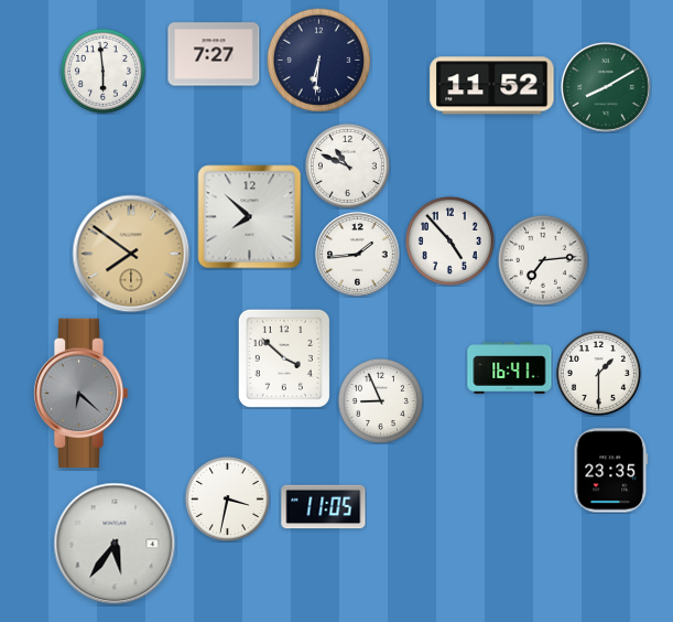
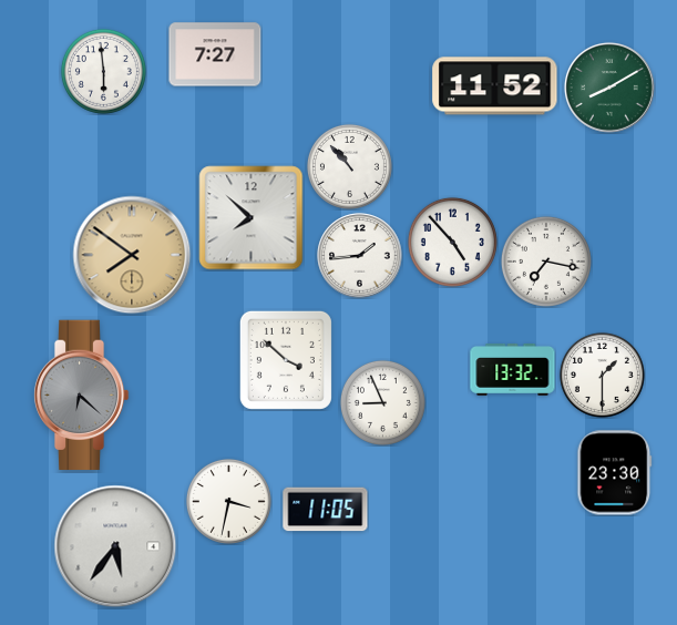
clock at (318, 60): 6:31 -> none
clock at (347, 165): 10:49 -> 10:53
clock at (543, 260): 7:14 -> 7:17
clock at (510, 368): 16:41 -> 13:32
clock at (611, 471): 23:35 -> 23:30
